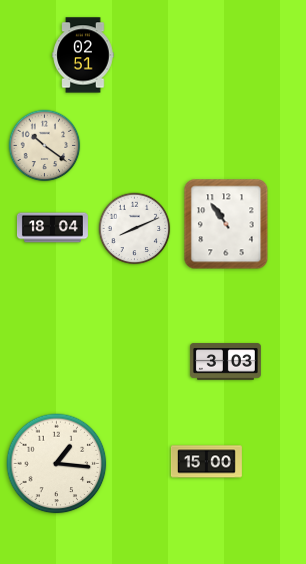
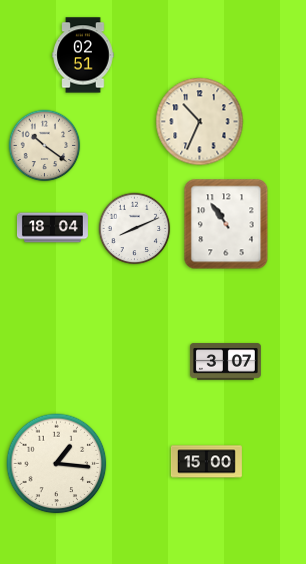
clock at (200, 122): none -> 10:34
clock at (225, 362): 3:03 -> 3:07
